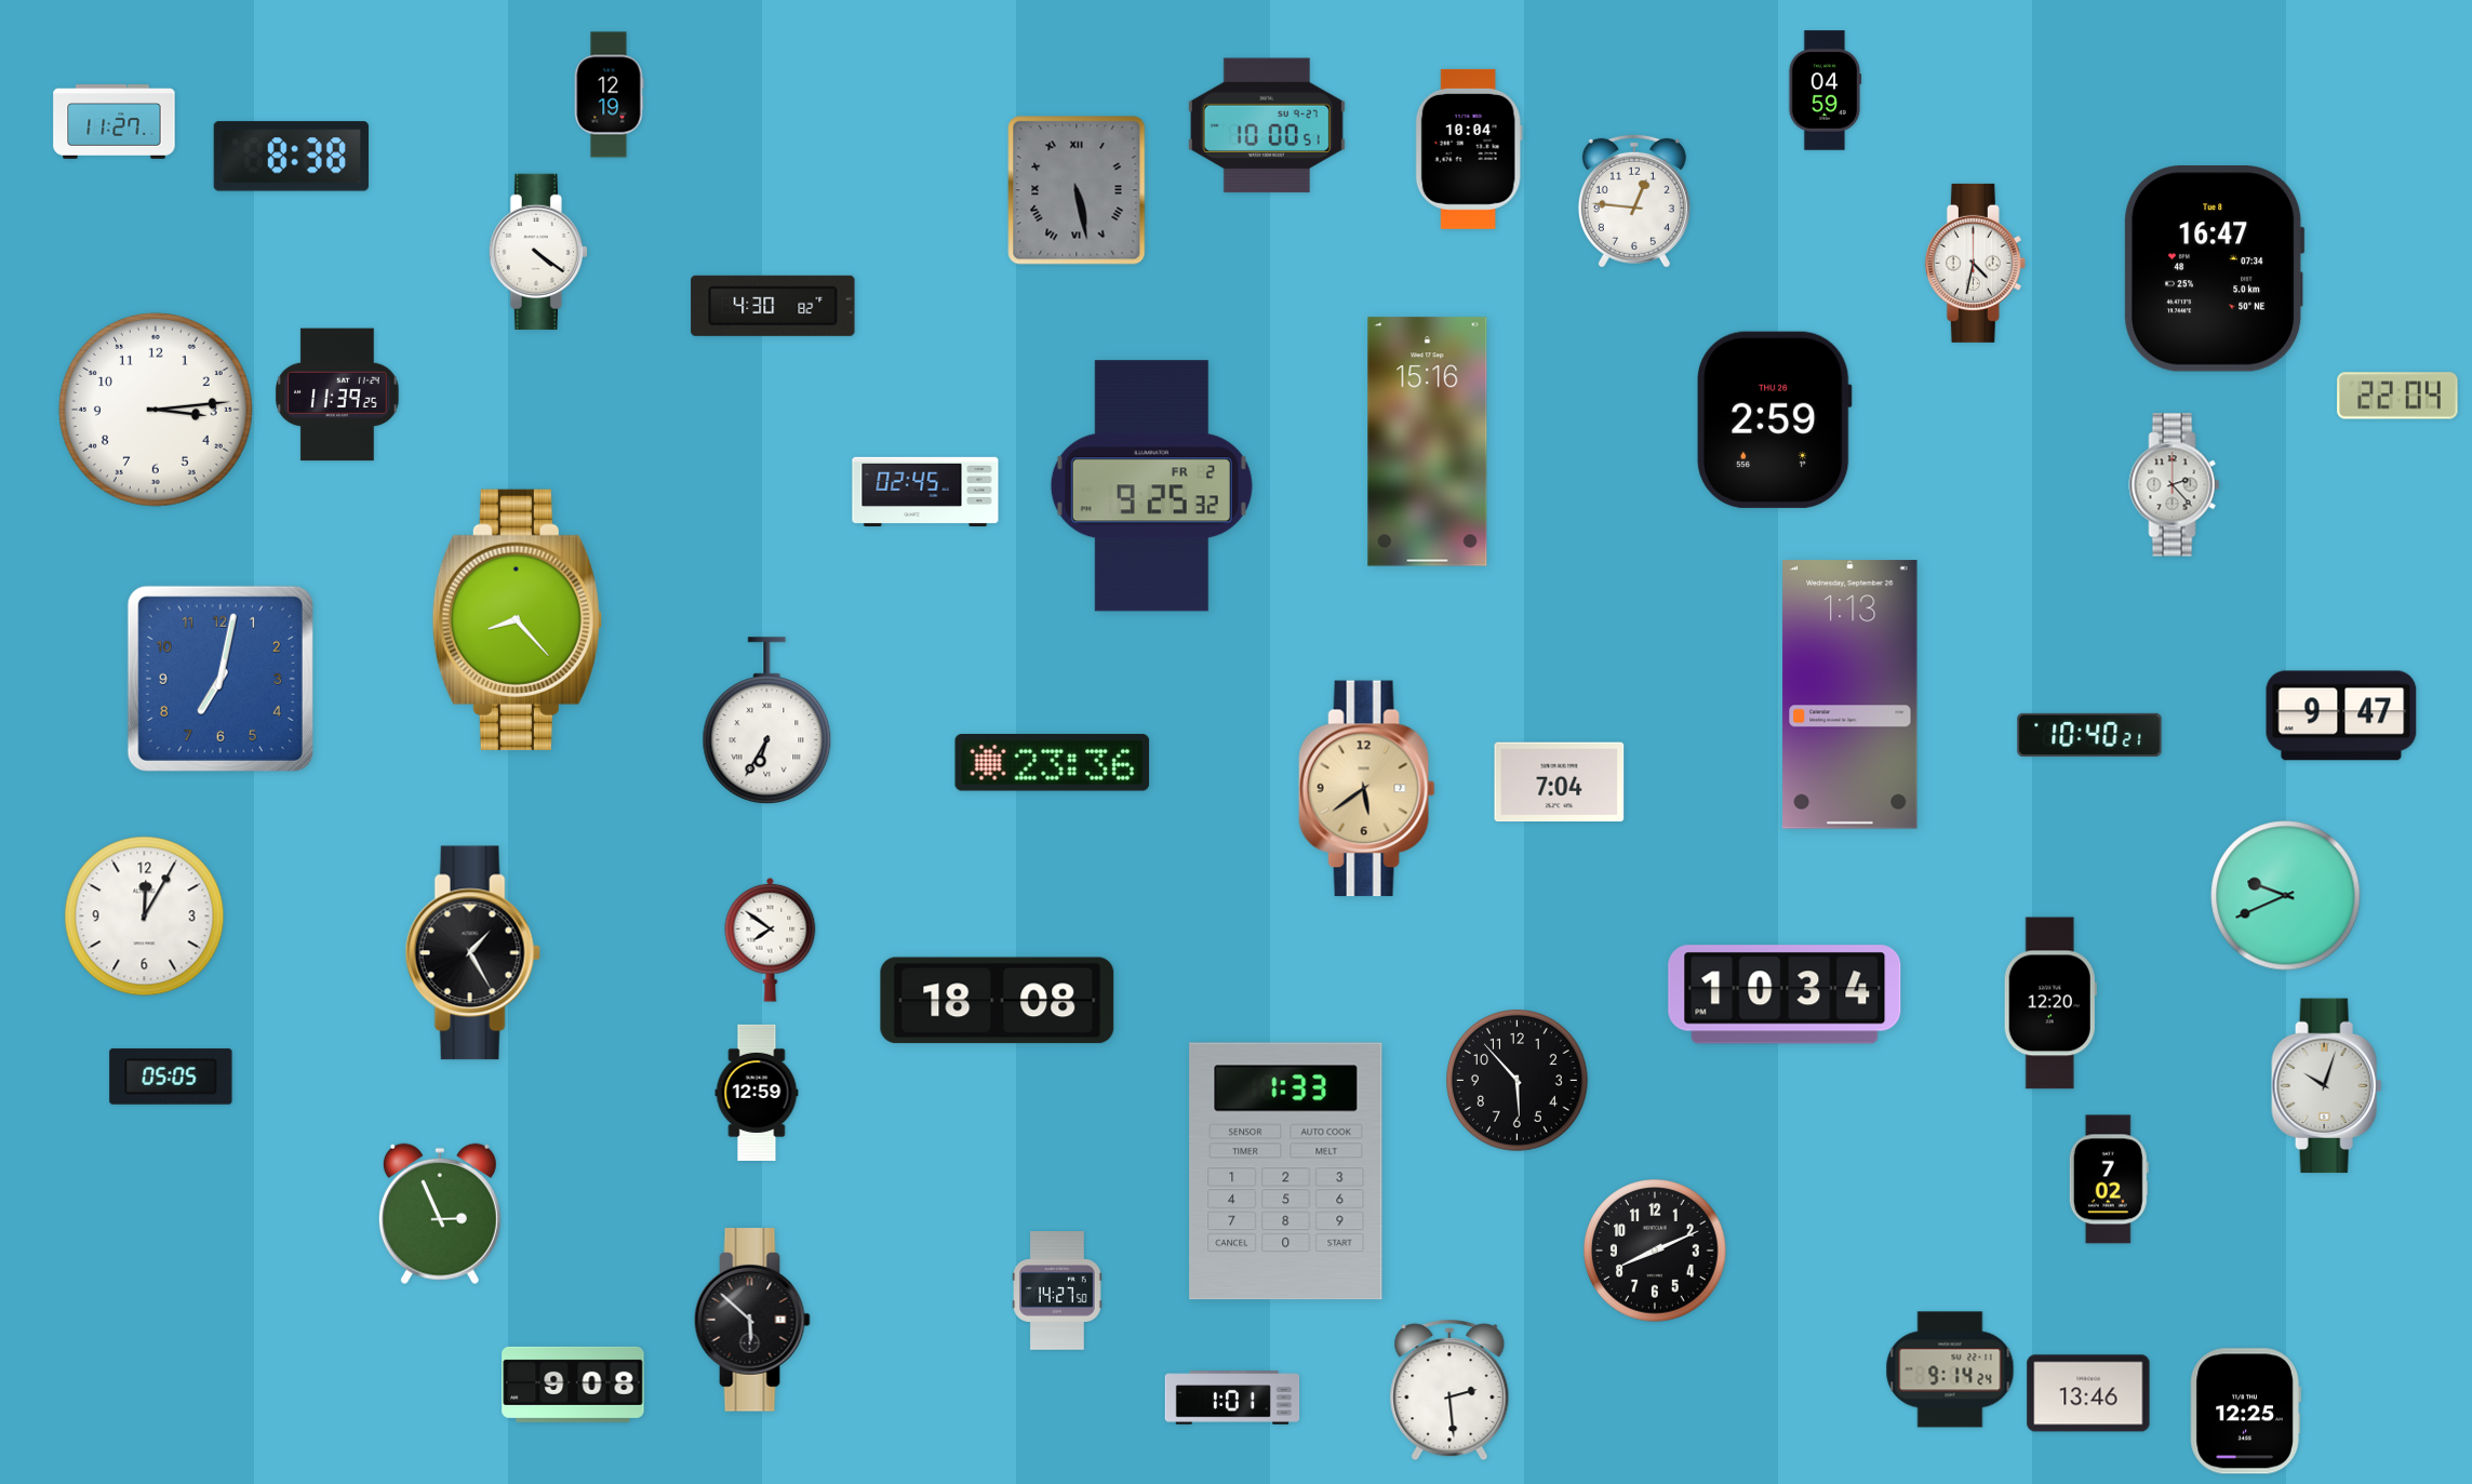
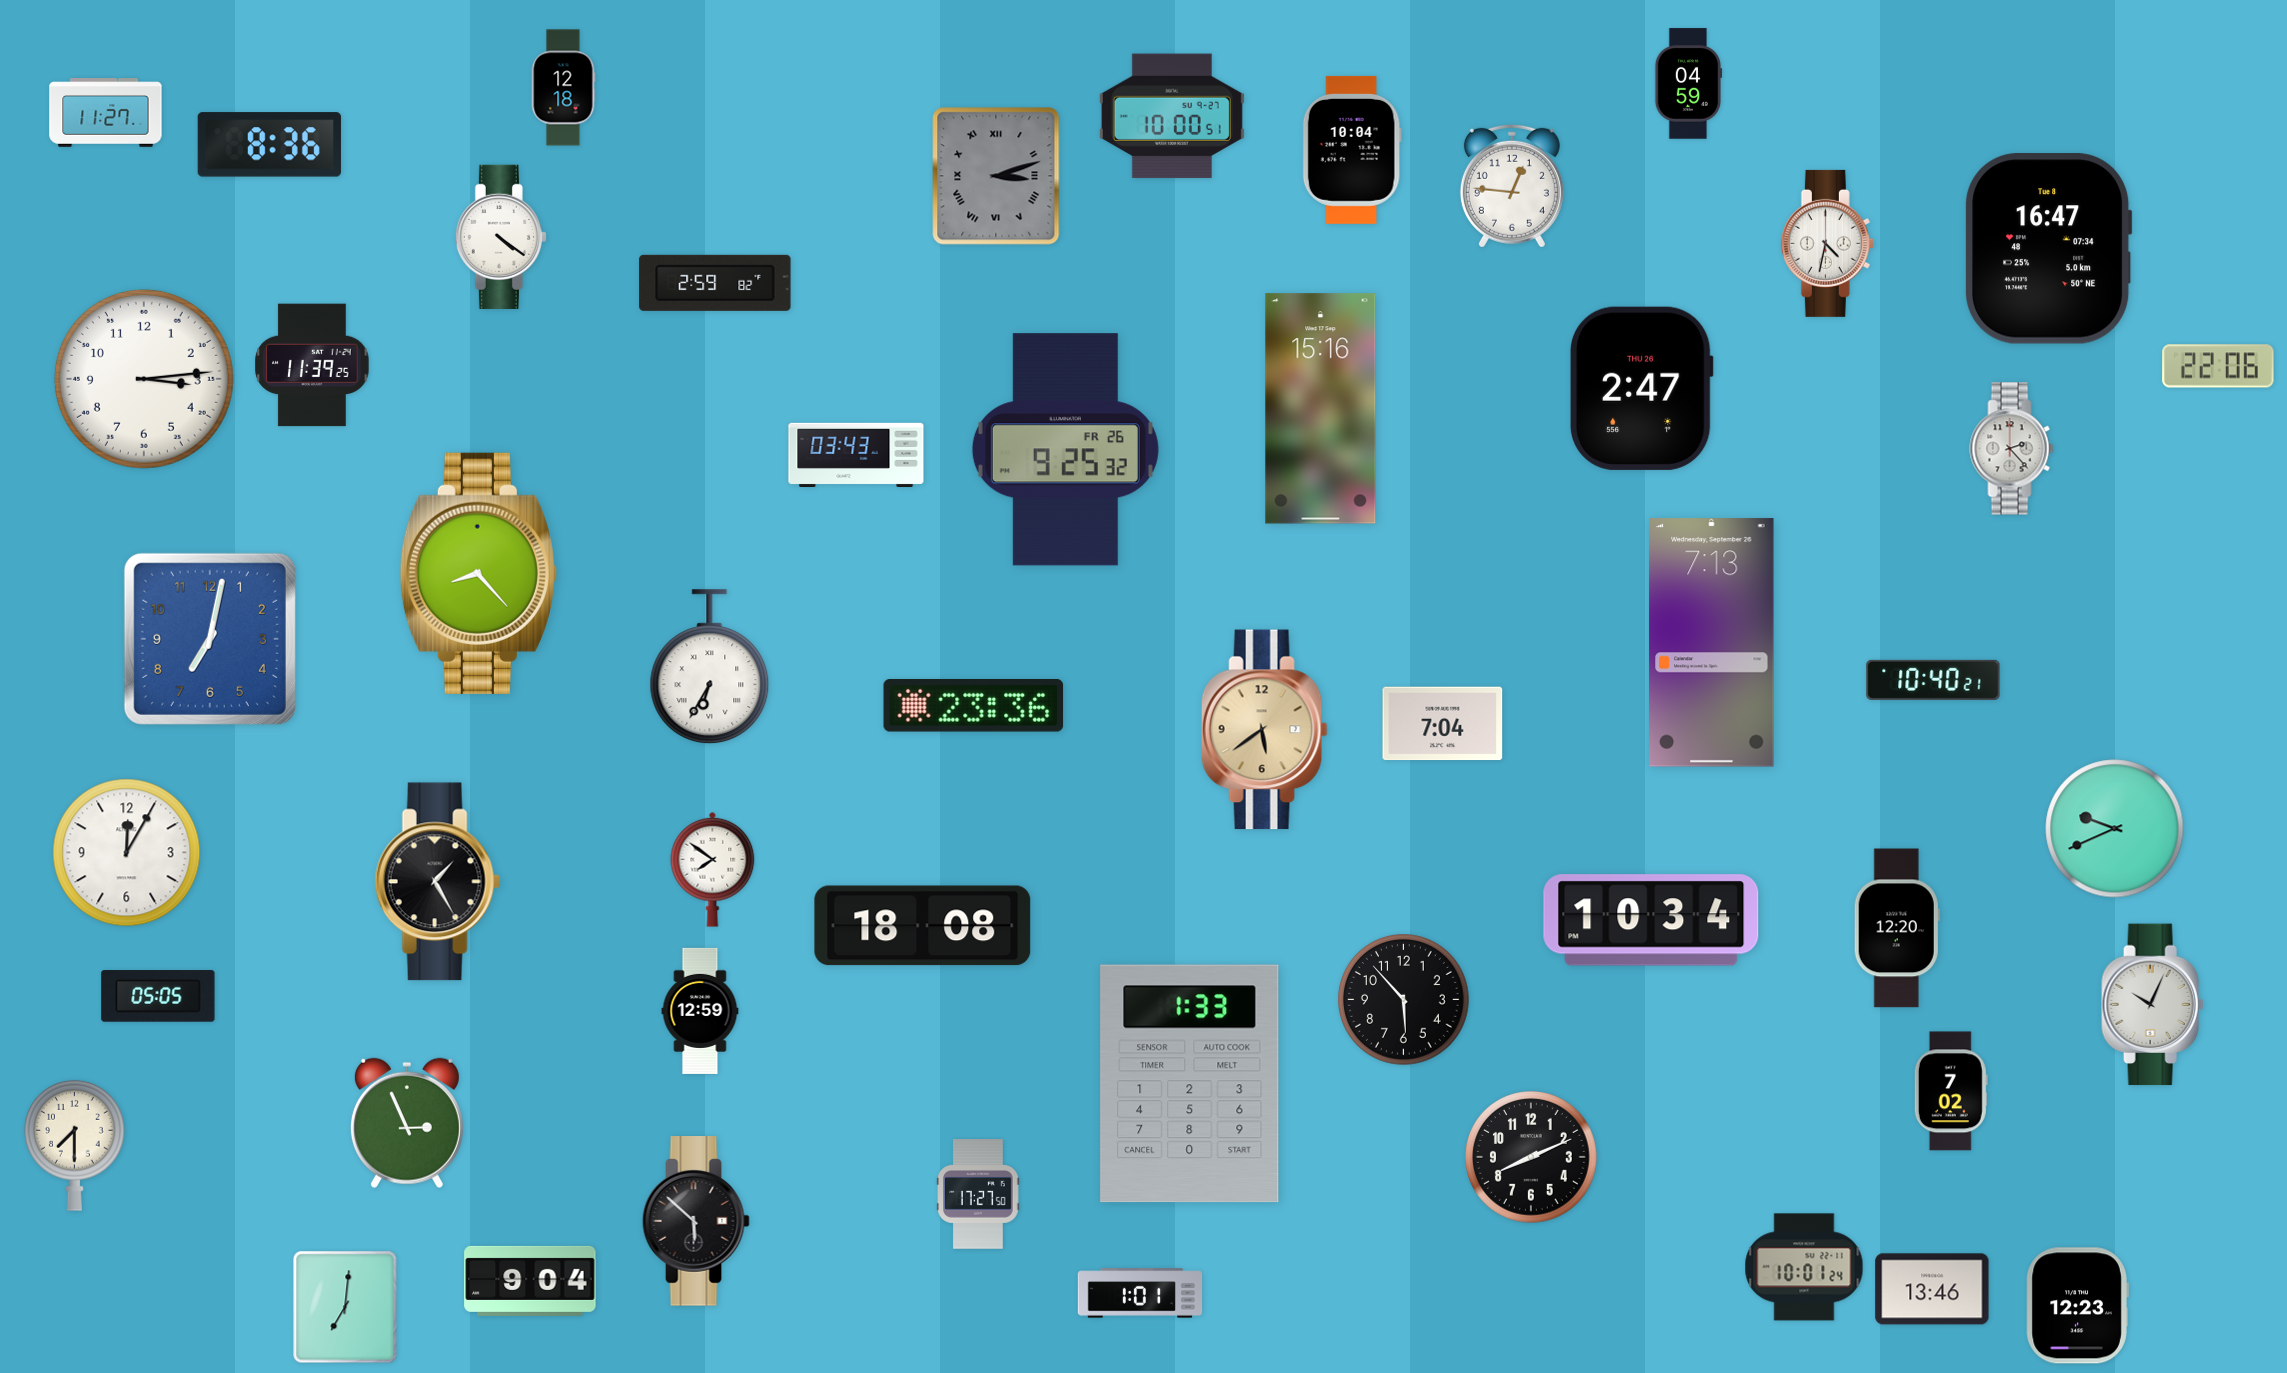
clock at (609, 95): 12:19 -> 12:18
clock at (1469, 149) position: (1469, 149) -> (1352, 150)
clock at (291, 157): 8:38 -> 8:36
clock at (1077, 190): 5:28 -> 3:12
clock at (538, 252) position: (538, 252) -> (501, 237)
clock at (773, 306): 4:30 -> 2:59
clock at (2397, 396): 22:04 -> 22:06
clock at (1774, 419): 2:59 -> 2:47
clock at (1151, 486) date: FR 2 -> FR 26
clock at (925, 492): 02:45 -> 03:43
clock at (221, 679) position: (221, 679) -> (210, 639)
clock at (1850, 695): 1:13 -> 7:13
clock at (2341, 716): 9:47 -> none
clock at (145, 917) position: (145, 917) -> (127, 853)
clock at (2327, 1086): 10:03 -> 10:04
clock at (74, 1145): none -> 7:30
clock at (1057, 1291): 14:27 -> 17:27
clock at (1950, 1369): 9:14 -> 10:01
clock at (573, 1385): 9:08 -> 9:04
clock at (1449, 1390): 2:29 -> none
clock at (2245, 1412): 12:25 -> 12:23
clock at (345, 1307): none -> 7:01
